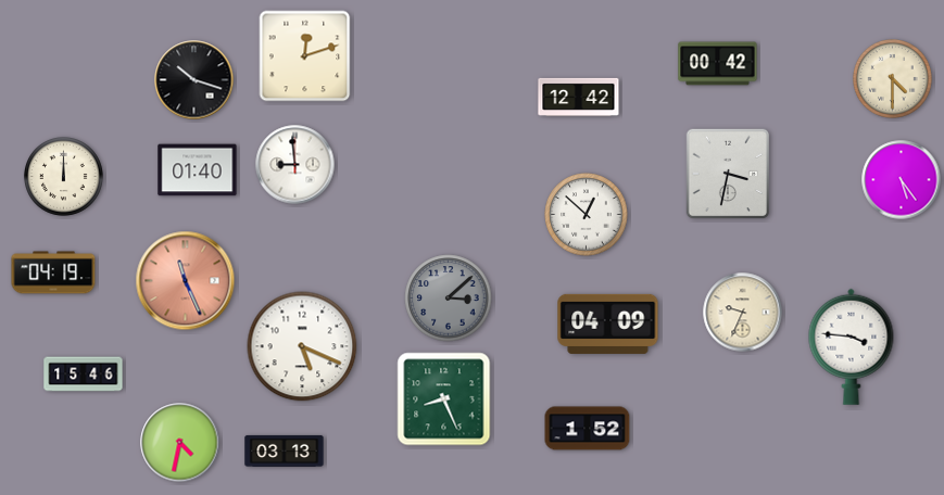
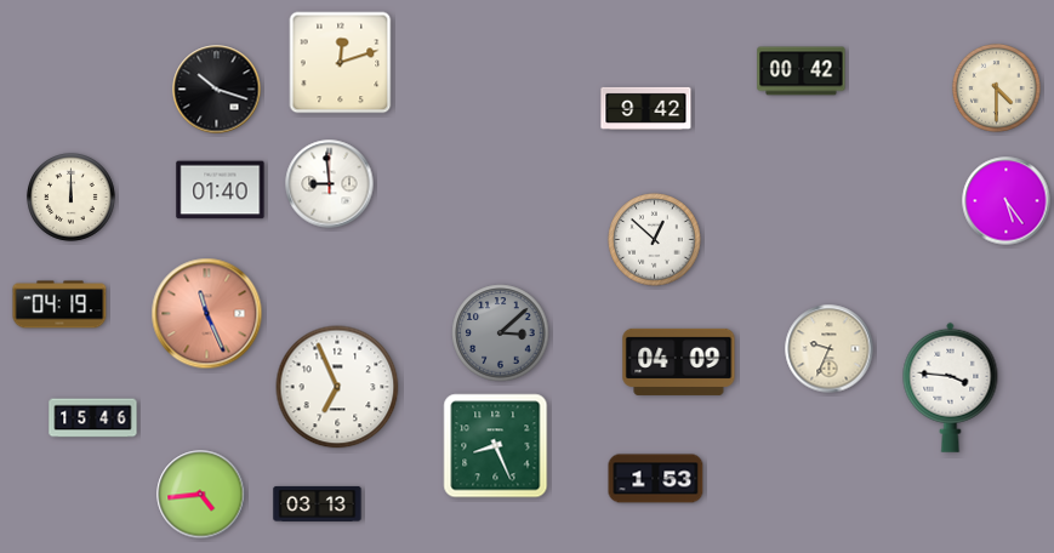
clock at (579, 97): 12:42 -> 9:42
clock at (727, 174): 3:32 -> none
clock at (302, 346): 5:19 -> 6:56
clock at (588, 429): 1:52 -> 1:53
clock at (180, 443): 4:32 -> 4:44
